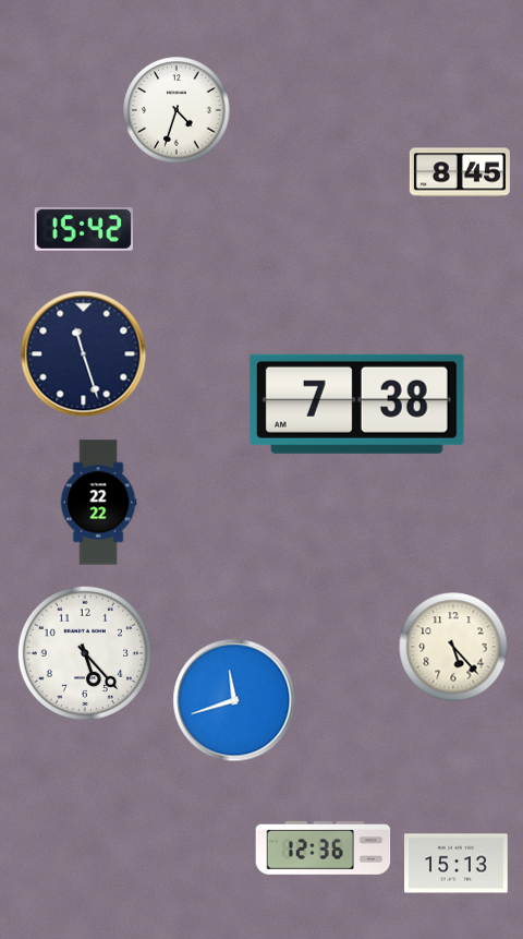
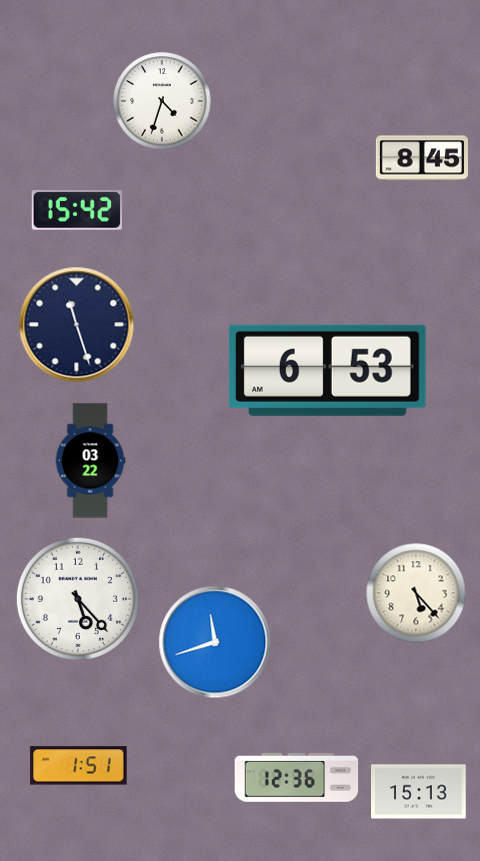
clock at (356, 404): 7:38 -> 6:53
clock at (98, 503): 22:22 -> 03:22
clock at (79, 766): none -> 1:51
